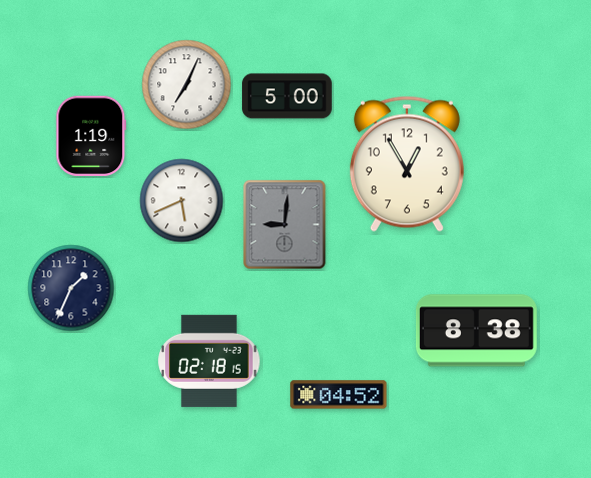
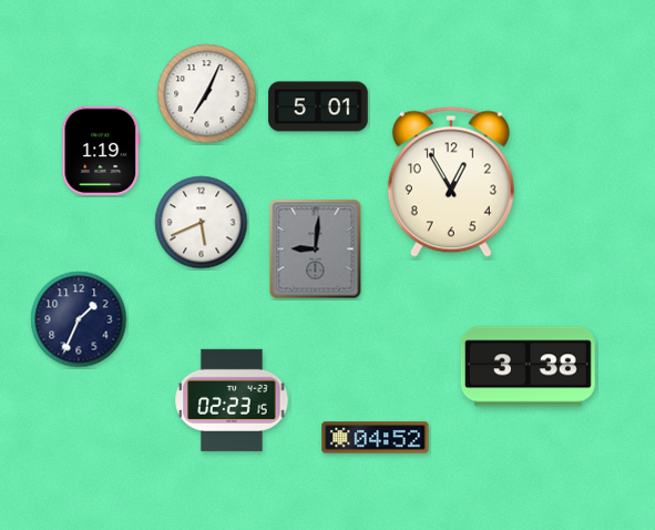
clock at (287, 96): 5:00 -> 5:01
clock at (476, 331): 8:38 -> 3:38
clock at (209, 361): 02:18 -> 02:23
